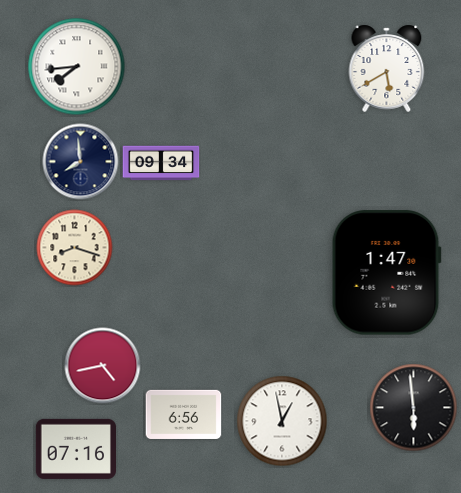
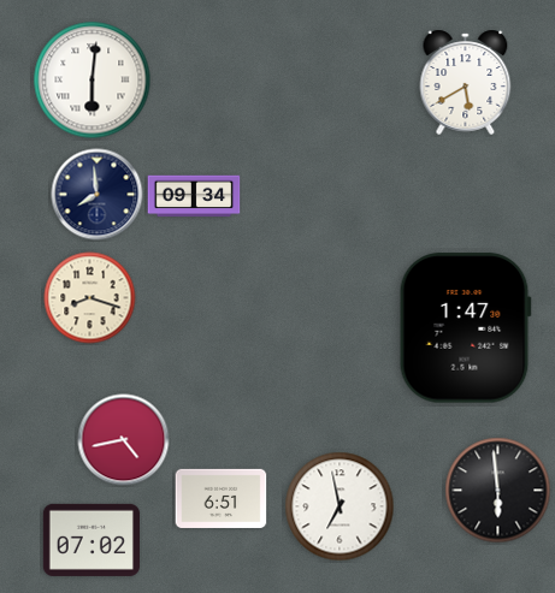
clock at (77, 67): 7:44 -> 6:01
clock at (184, 414): 6:56 -> 6:51
clock at (282, 421): 12:58 -> 6:58
clock at (75, 449): 07:16 -> 07:02
